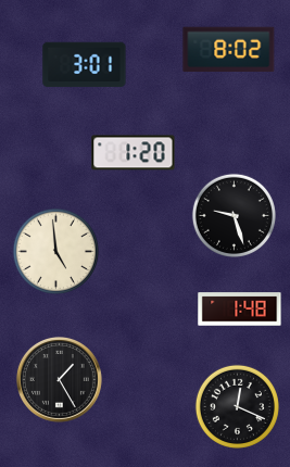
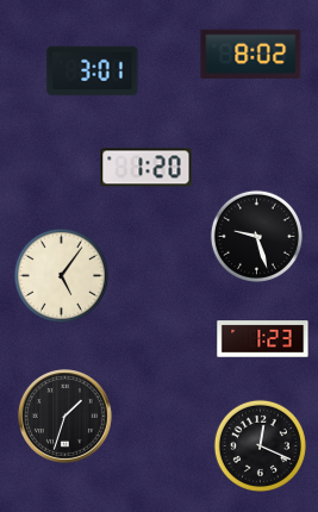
clock at (55, 251): 4:59 -> 5:06
clock at (240, 310): 1:48 -> 1:23
clock at (59, 379): 1:25 -> 1:33
